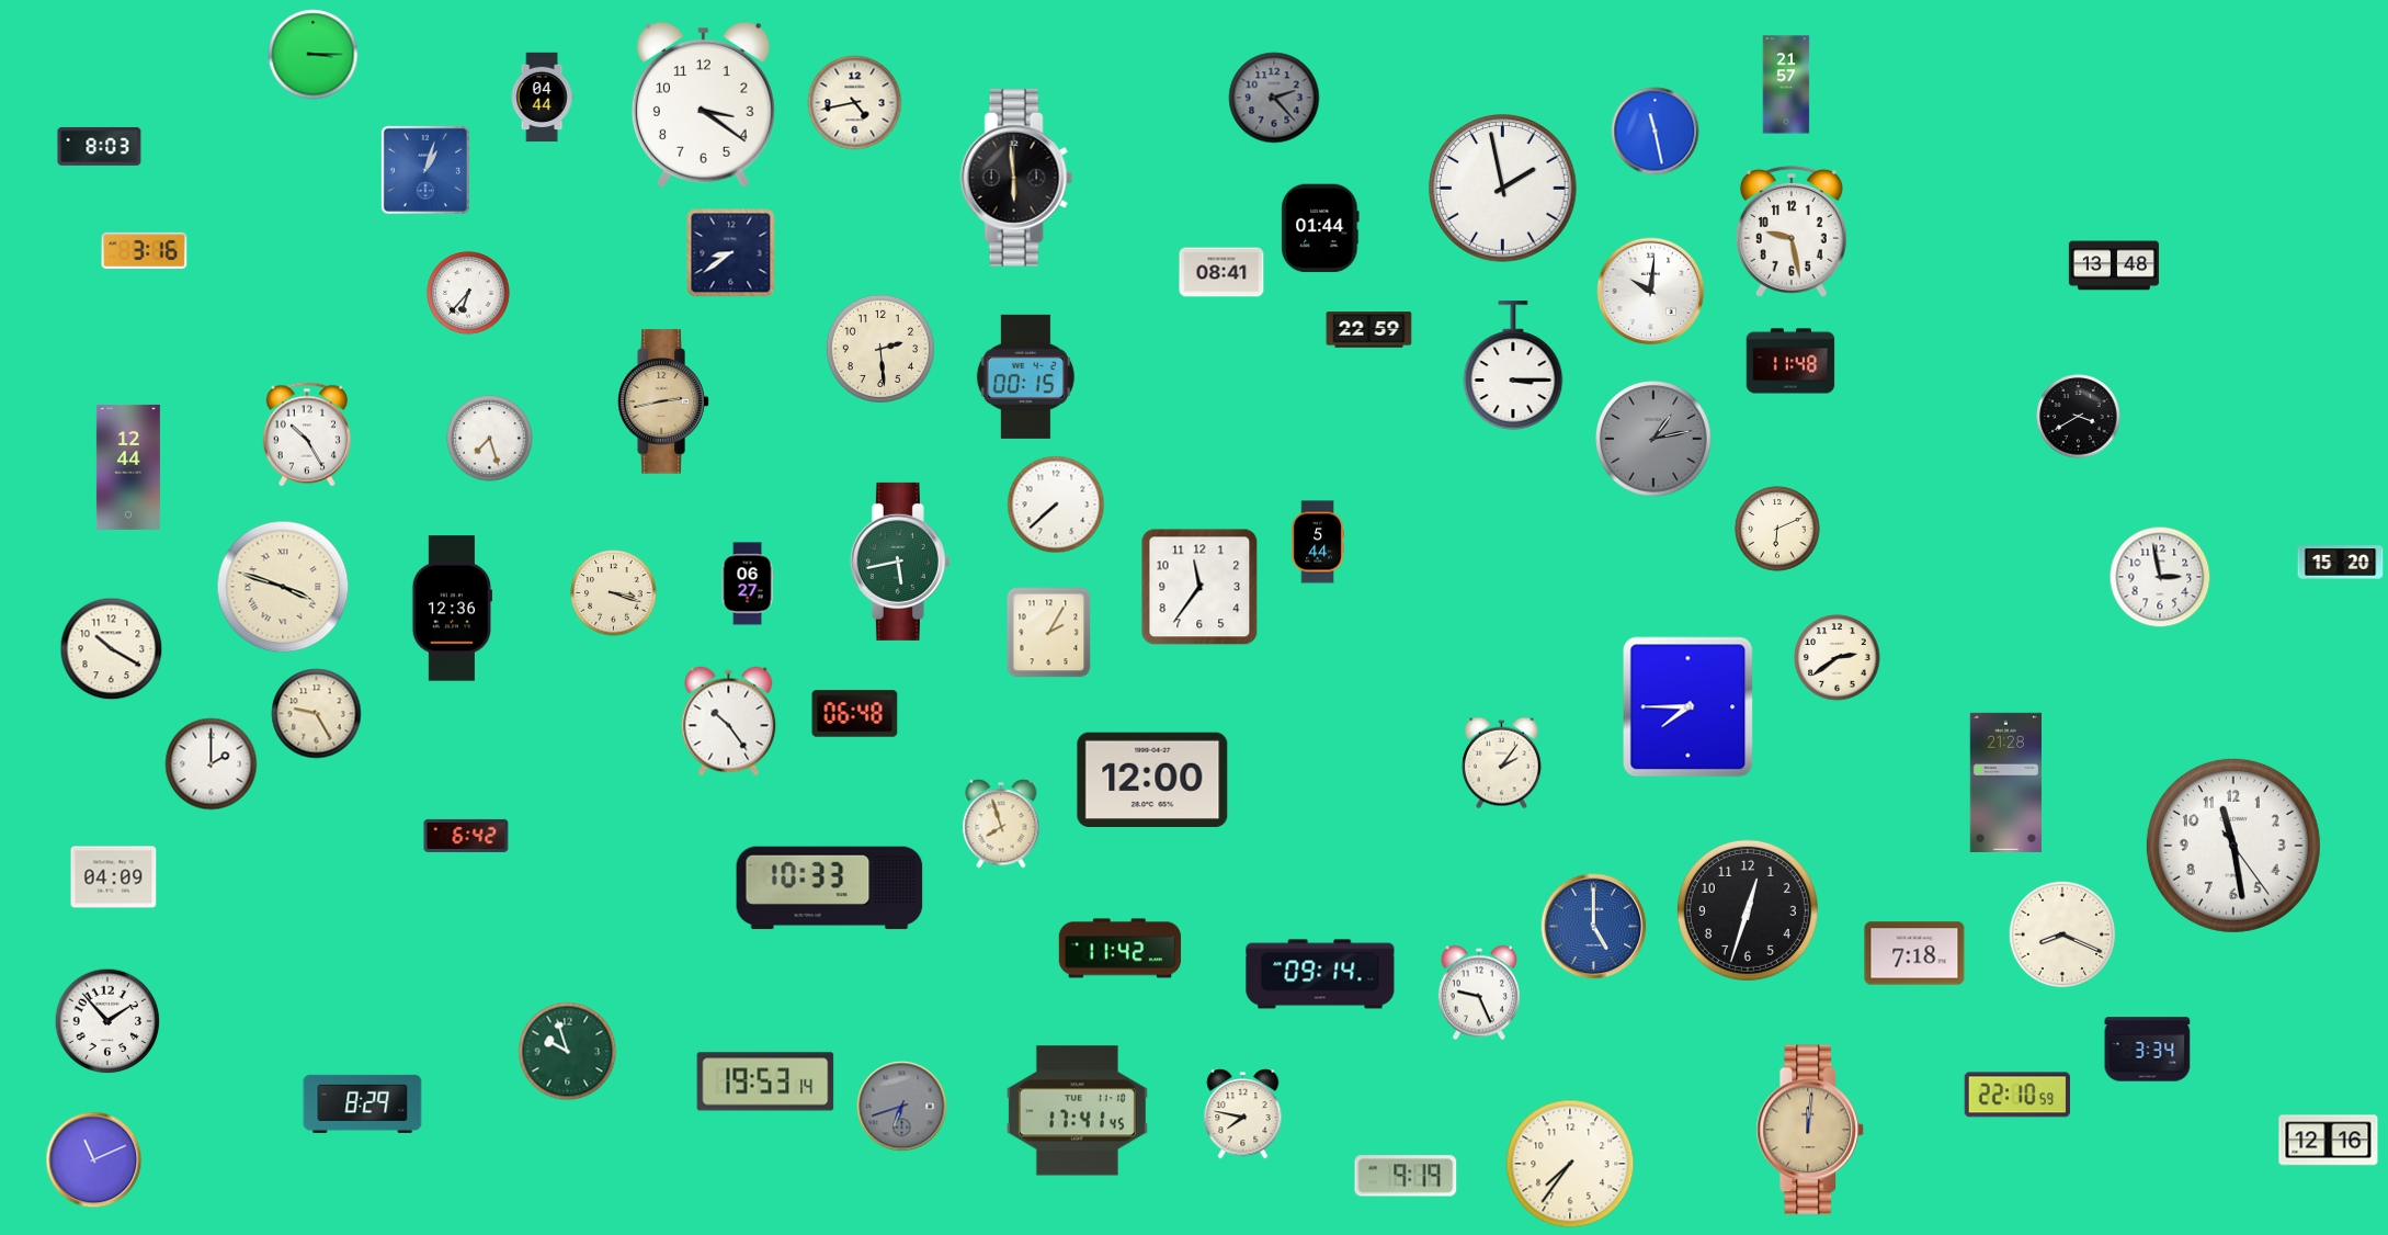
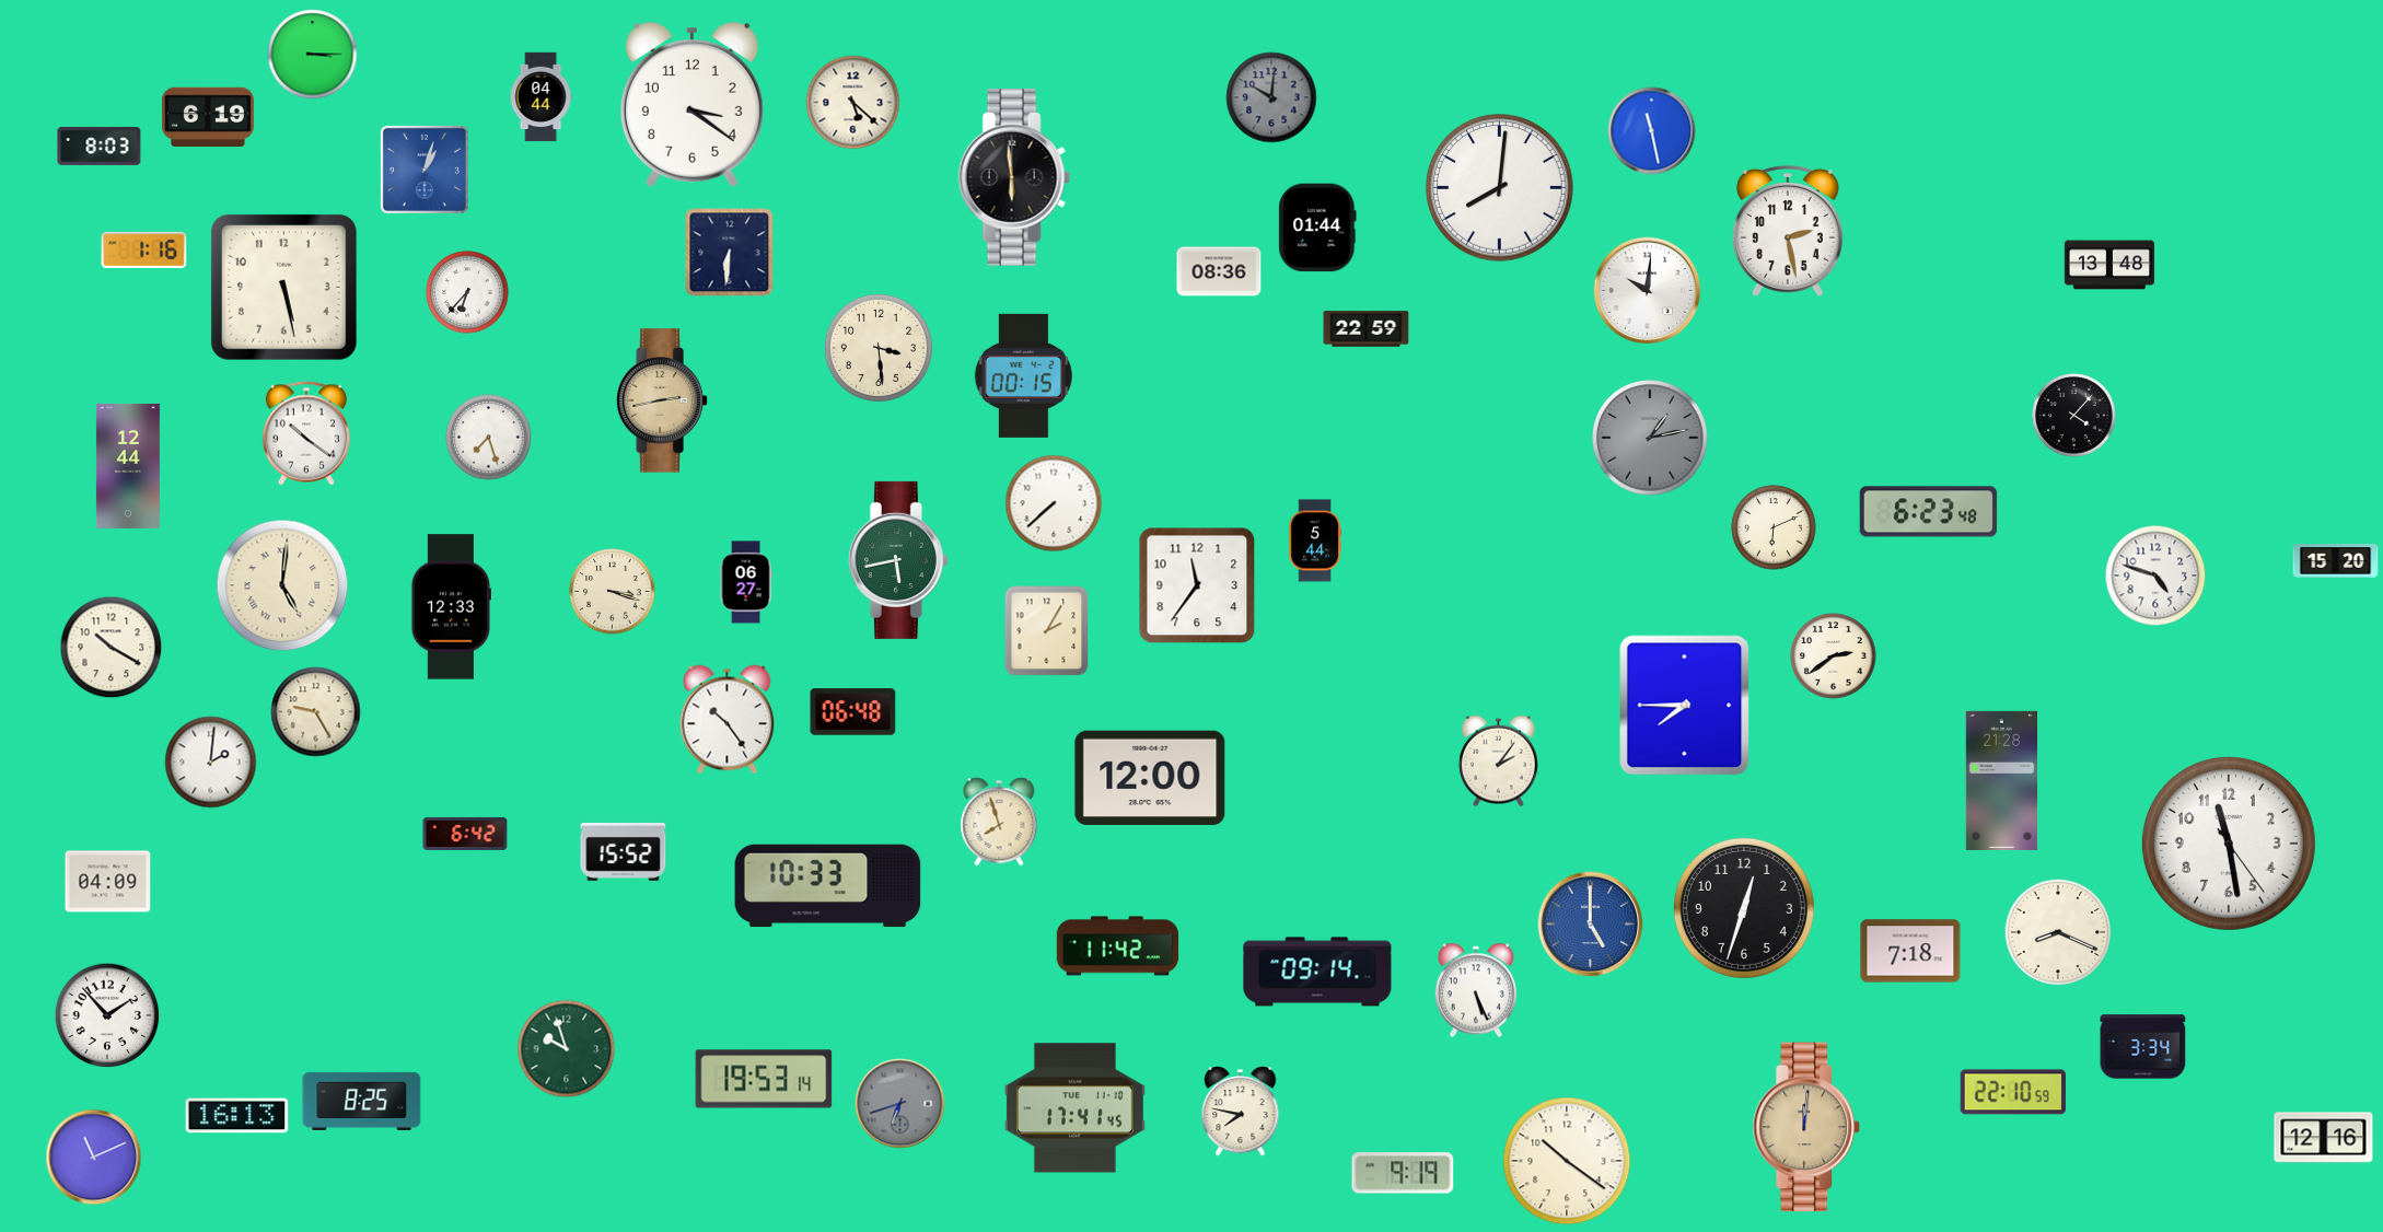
clock at (1786, 84): 21:57 -> none
clock at (1274, 98): 2:23 -> 10:01
clock at (855, 103): 4:43 -> 5:22
clock at (703, 105) position: (703, 105) -> (691, 105)
clock at (208, 117): none -> 6:19
clock at (1503, 189): 1:58 -> 8:01
clock at (1792, 231): 9:28 -> 2:28
clock at (145, 251): 3:16 -> 1:16
clock at (731, 253): 8:39 -> 6:31
clock at (1221, 272): 08:41 -> 08:36
clock at (283, 287): none -> 5:28
clock at (880, 349): 2:29 -> 3:29
clock at (1790, 361): 11:48 -> none
clock at (1513, 365): 3:15 -> none
clock at (2079, 417): 3:40 -> 4:07
clock at (306, 434): 10:25 -> 10:21
clock at (1929, 512): none -> 6:23
clock at (2160, 577): 2:58 -> 4:48
clock at (283, 587): 3:48 -> 5:01
clock at (452, 609): 12:36 -> 12:33
clock at (212, 764): 2:00 -> 2:01
clock at (624, 851): none -> 15:52
clock at (114, 877) position: (114, 877) -> (108, 882)
clock at (1479, 993): 9:26 -> 5:26
clock at (107, 1021) position: (107, 1021) -> (107, 1015)
clock at (363, 1103): 8:29 -> 8:25
clock at (237, 1116): none -> 16:13
clock at (1570, 1164): 7:36 -> 10:21
